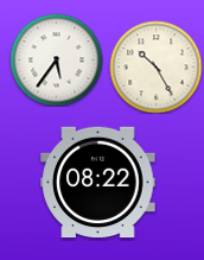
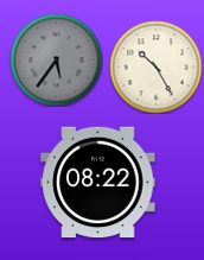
clock at (56, 59) dial: white -> grey
